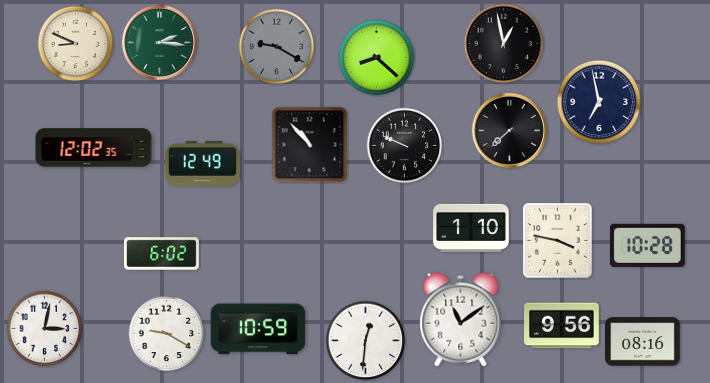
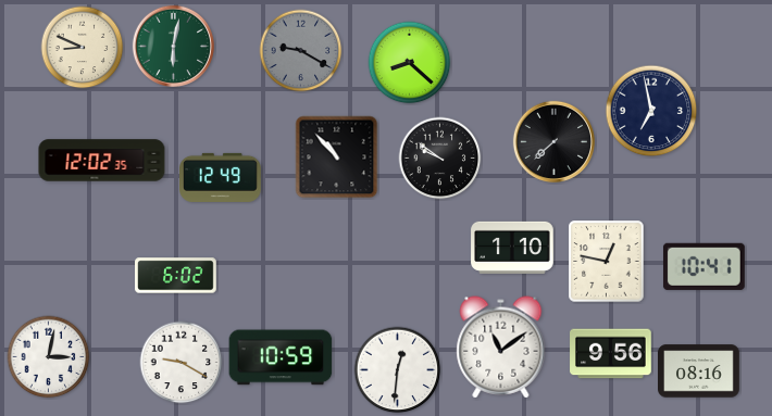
clock at (159, 42): 2:16 -> 6:02
clock at (504, 44): 12:58 -> none
clock at (405, 146): 9:49 -> 9:51
clock at (558, 241): 3:47 -> 12:47
clock at (647, 245): 10:28 -> 10:41
